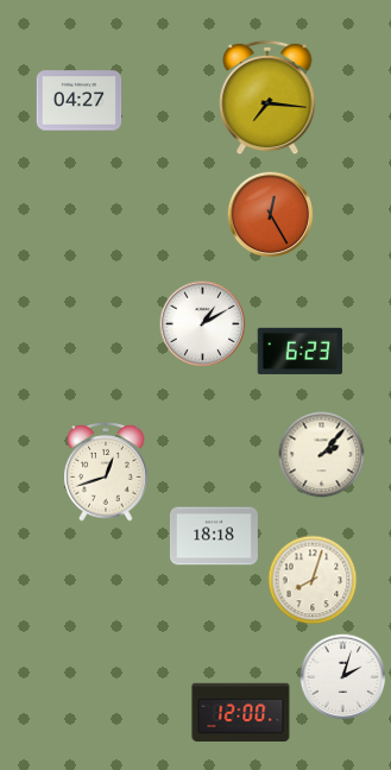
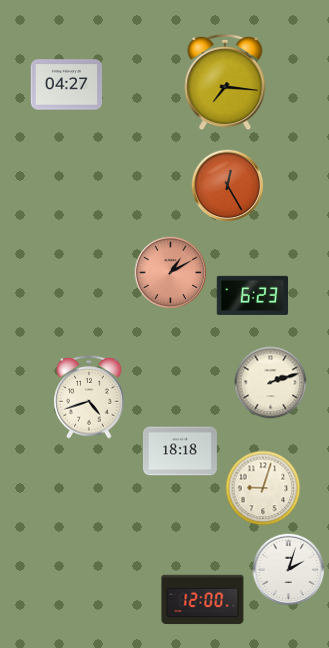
clock at (271, 215) position: (271, 215) -> (228, 186)
clock at (203, 324) dial: white -> salmon
clock at (322, 455): 2:07 -> 2:12
clock at (106, 472): 12:42 -> 4:42
clock at (313, 580): 8:03 -> 9:03
